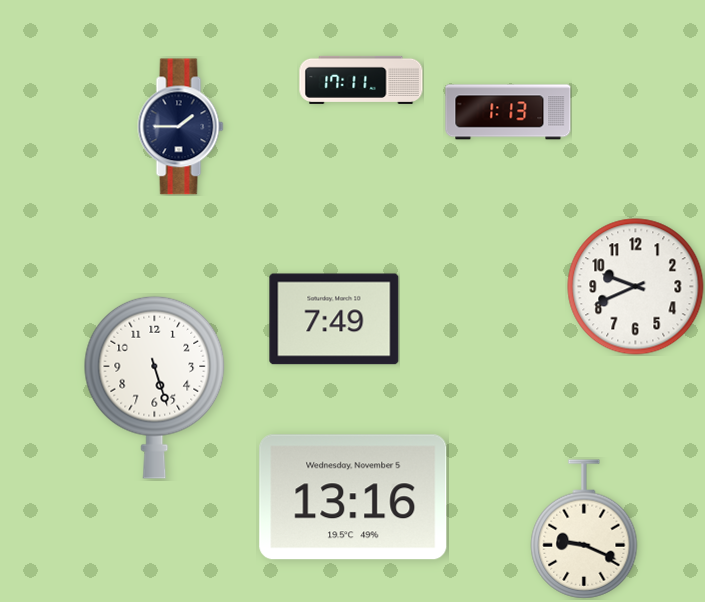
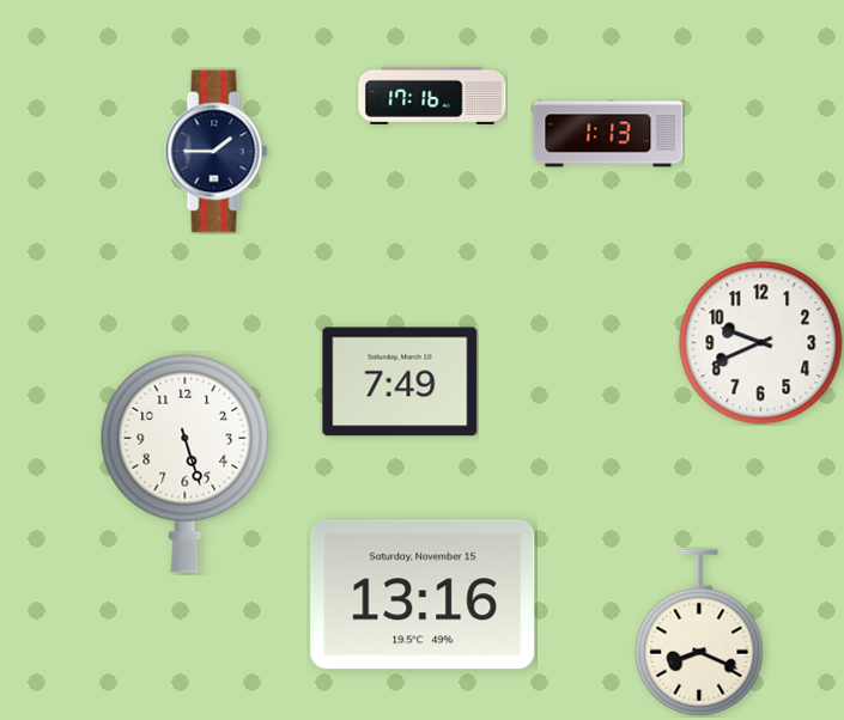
clock at (361, 80): 17:11 -> 17:16
clock at (353, 497) date: Wednesday, November 5 -> Saturday, November 15
clock at (584, 529): 9:19 -> 8:19
